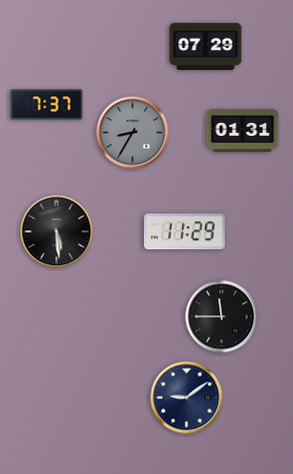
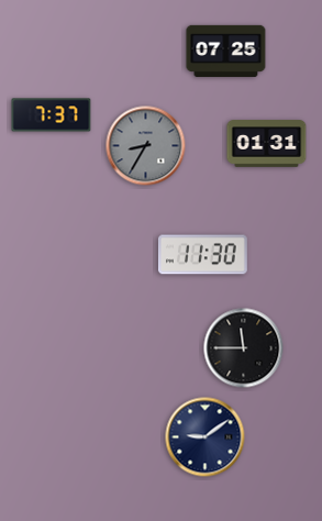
clock at (206, 46): 07:29 -> 07:25
clock at (57, 232): 5:29 -> none
clock at (184, 232): 11:29 -> 11:30
